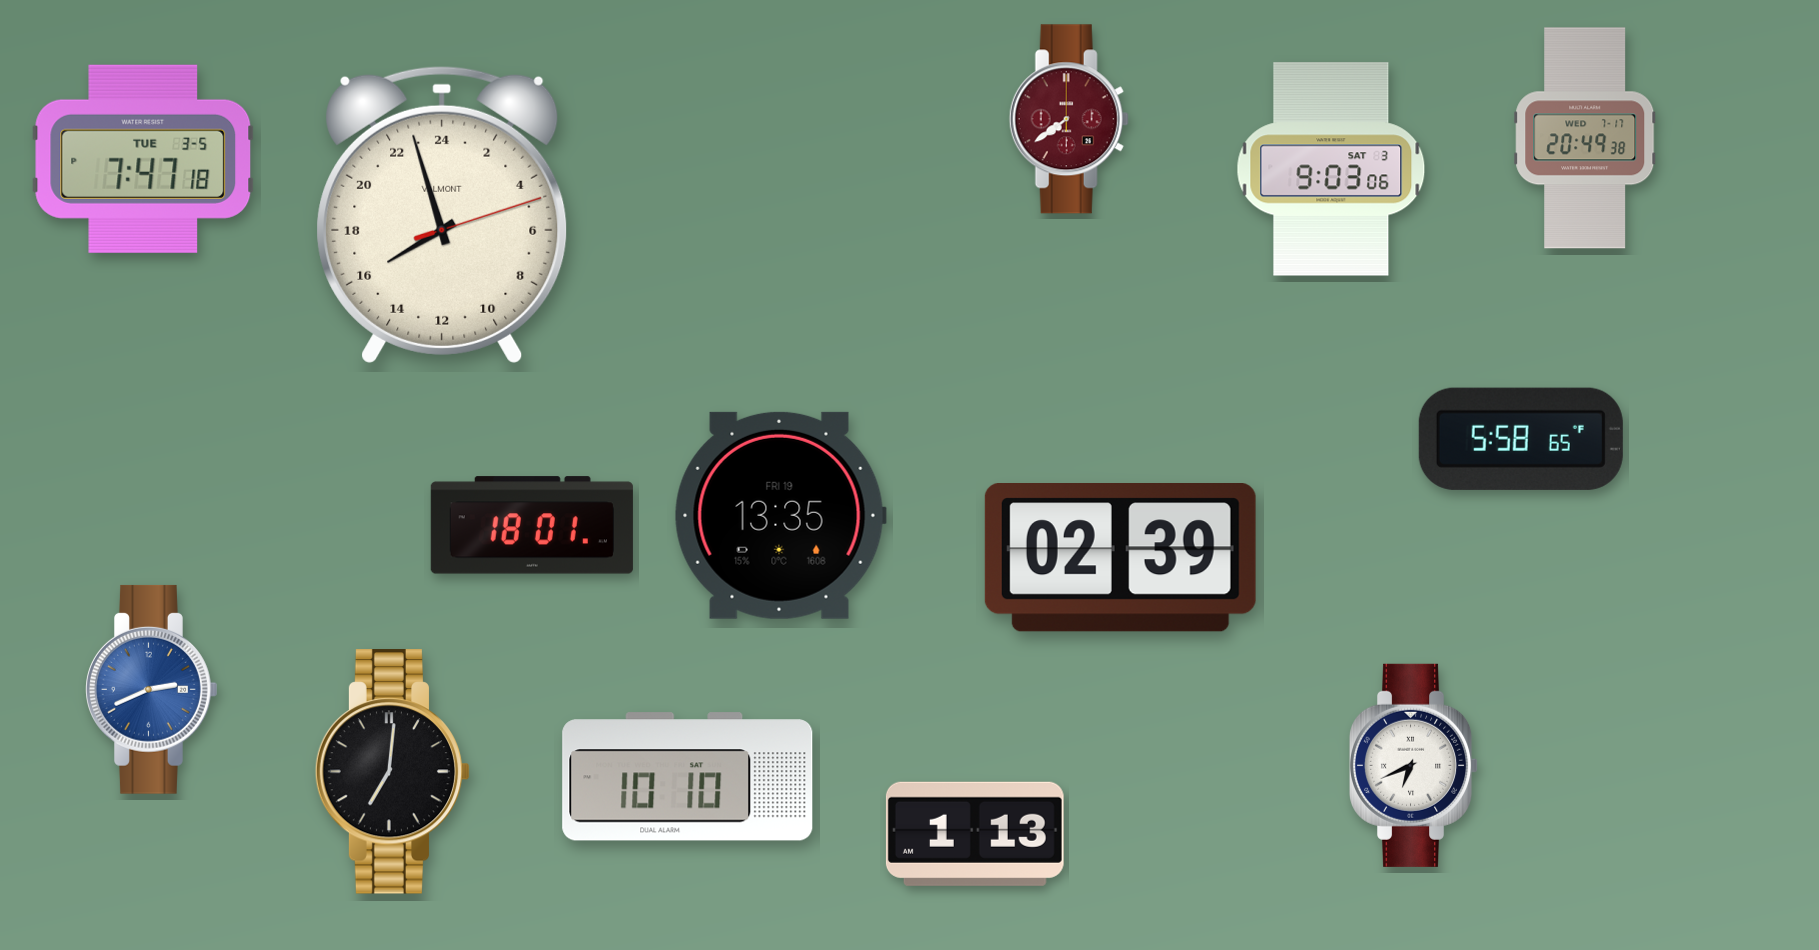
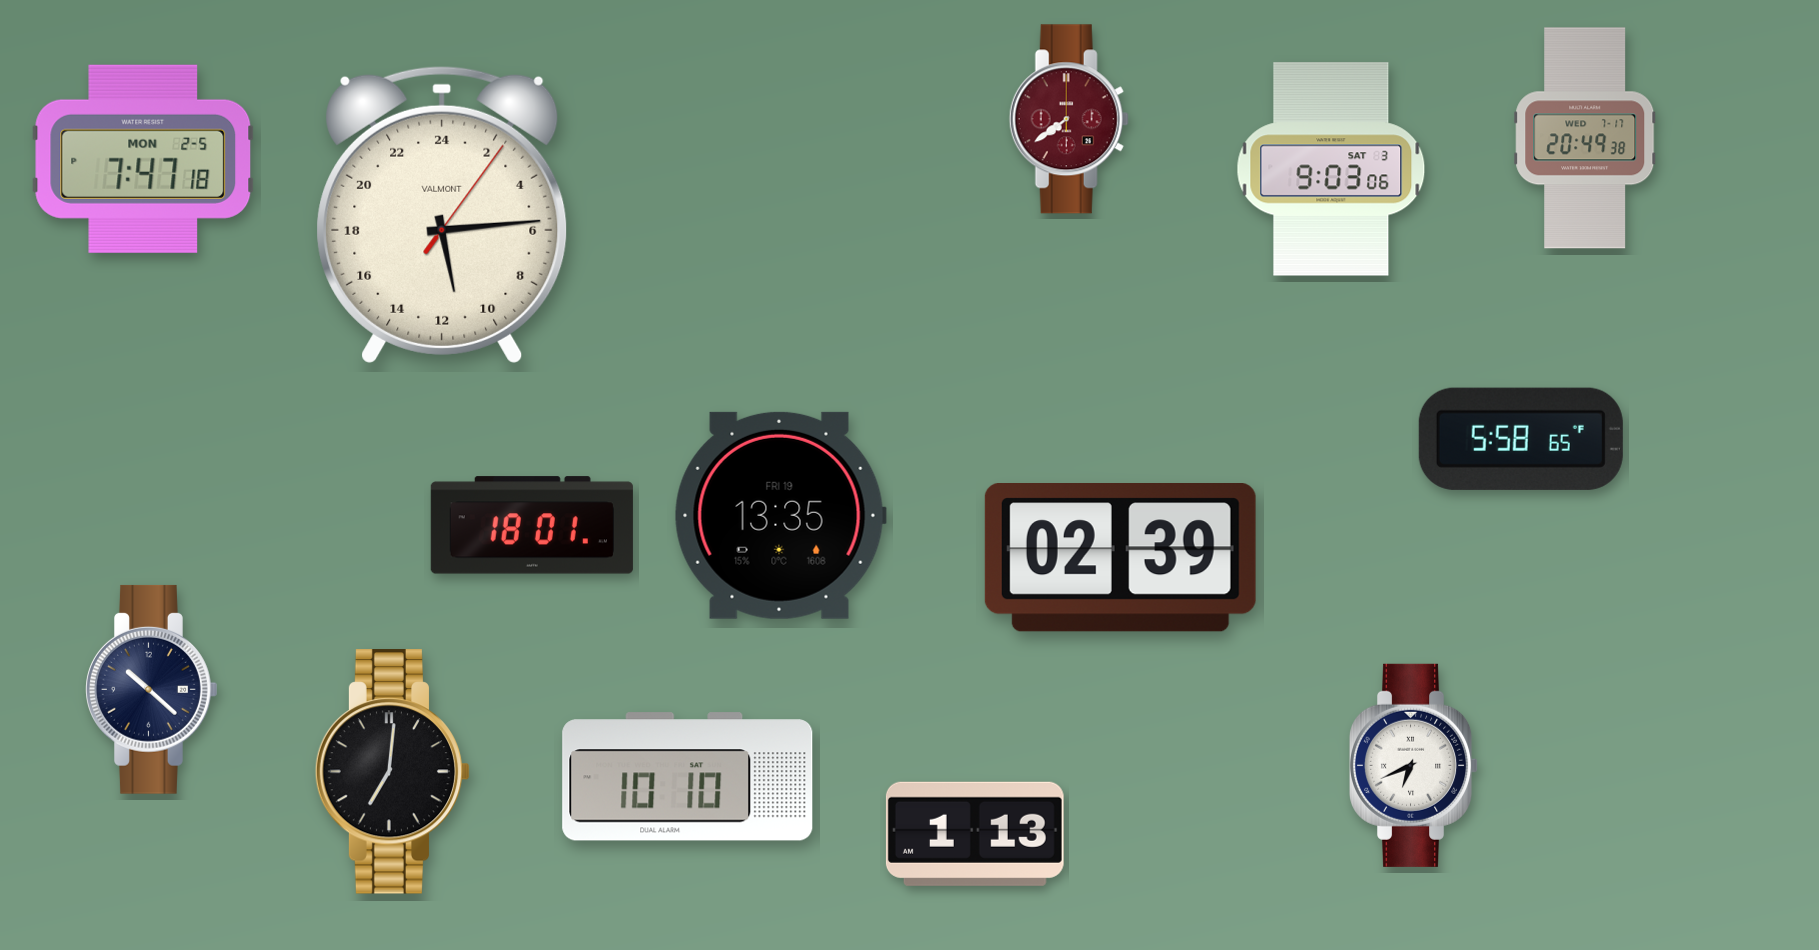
clock at (143, 159) date: TUE 3-5 -> MON 2-5
clock at (442, 214): 15:57 -> 11:14
clock at (152, 689): 2:41 -> 10:22
clock at (152, 689) dial: blue -> navy
